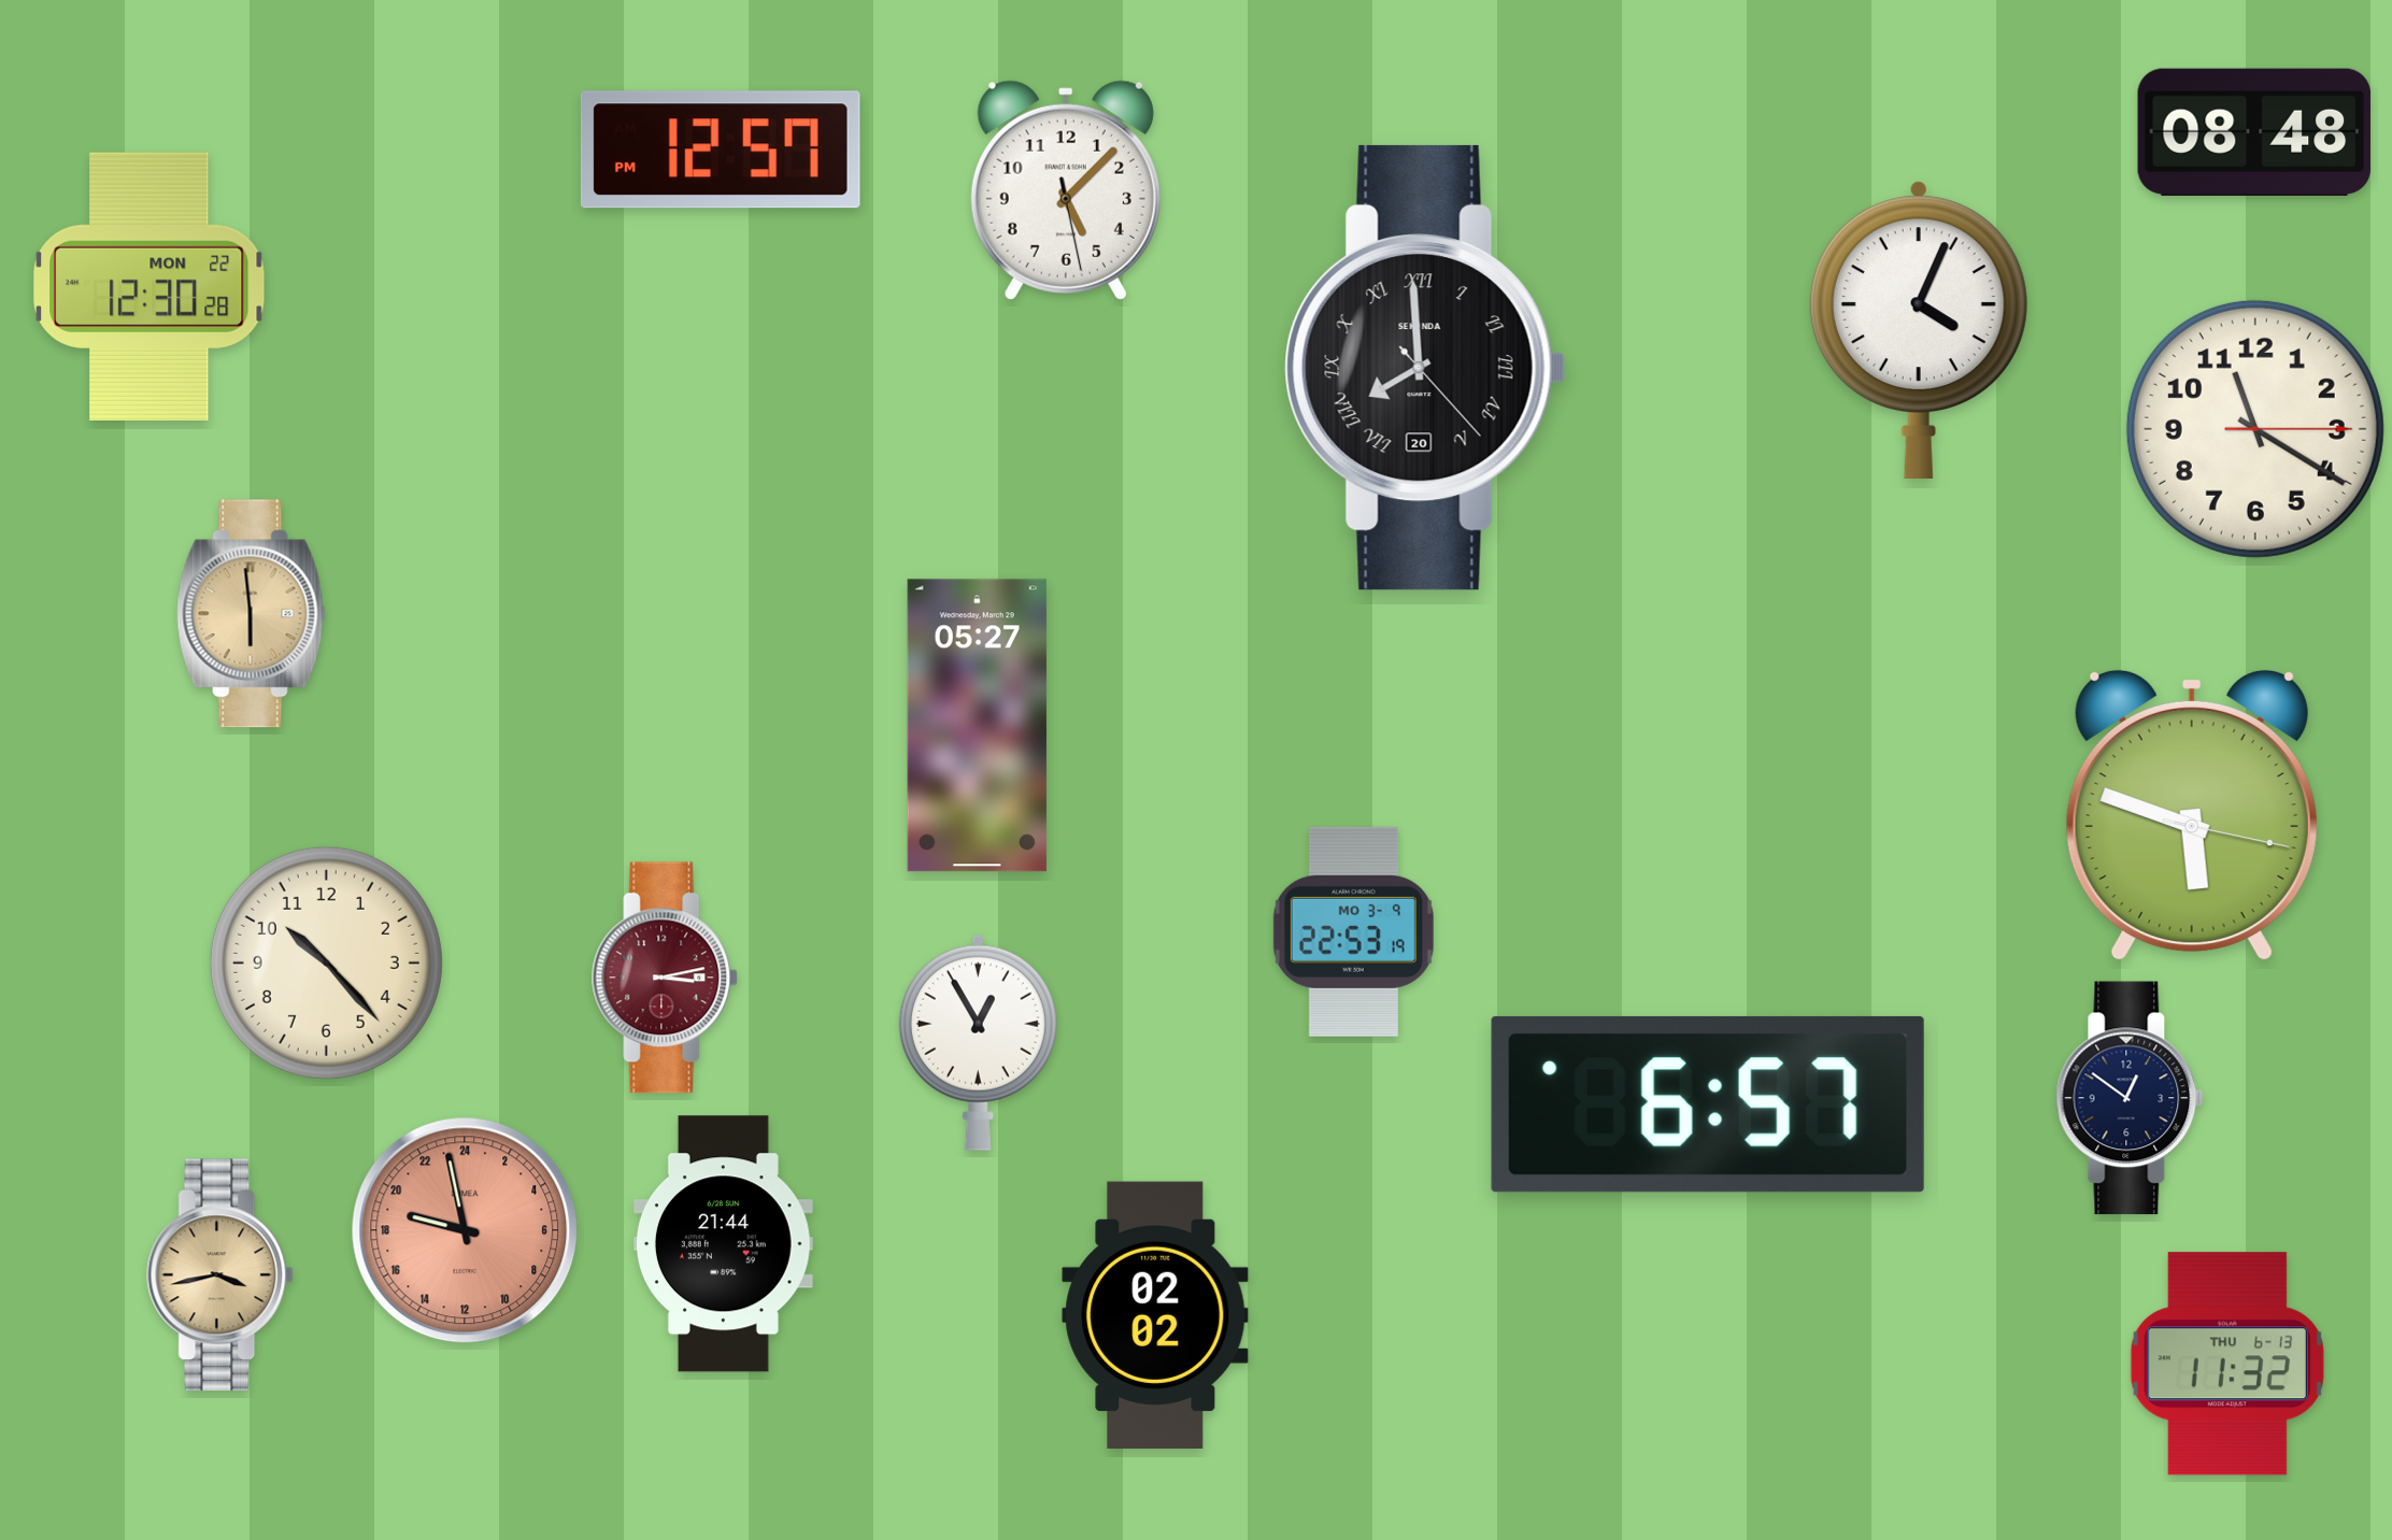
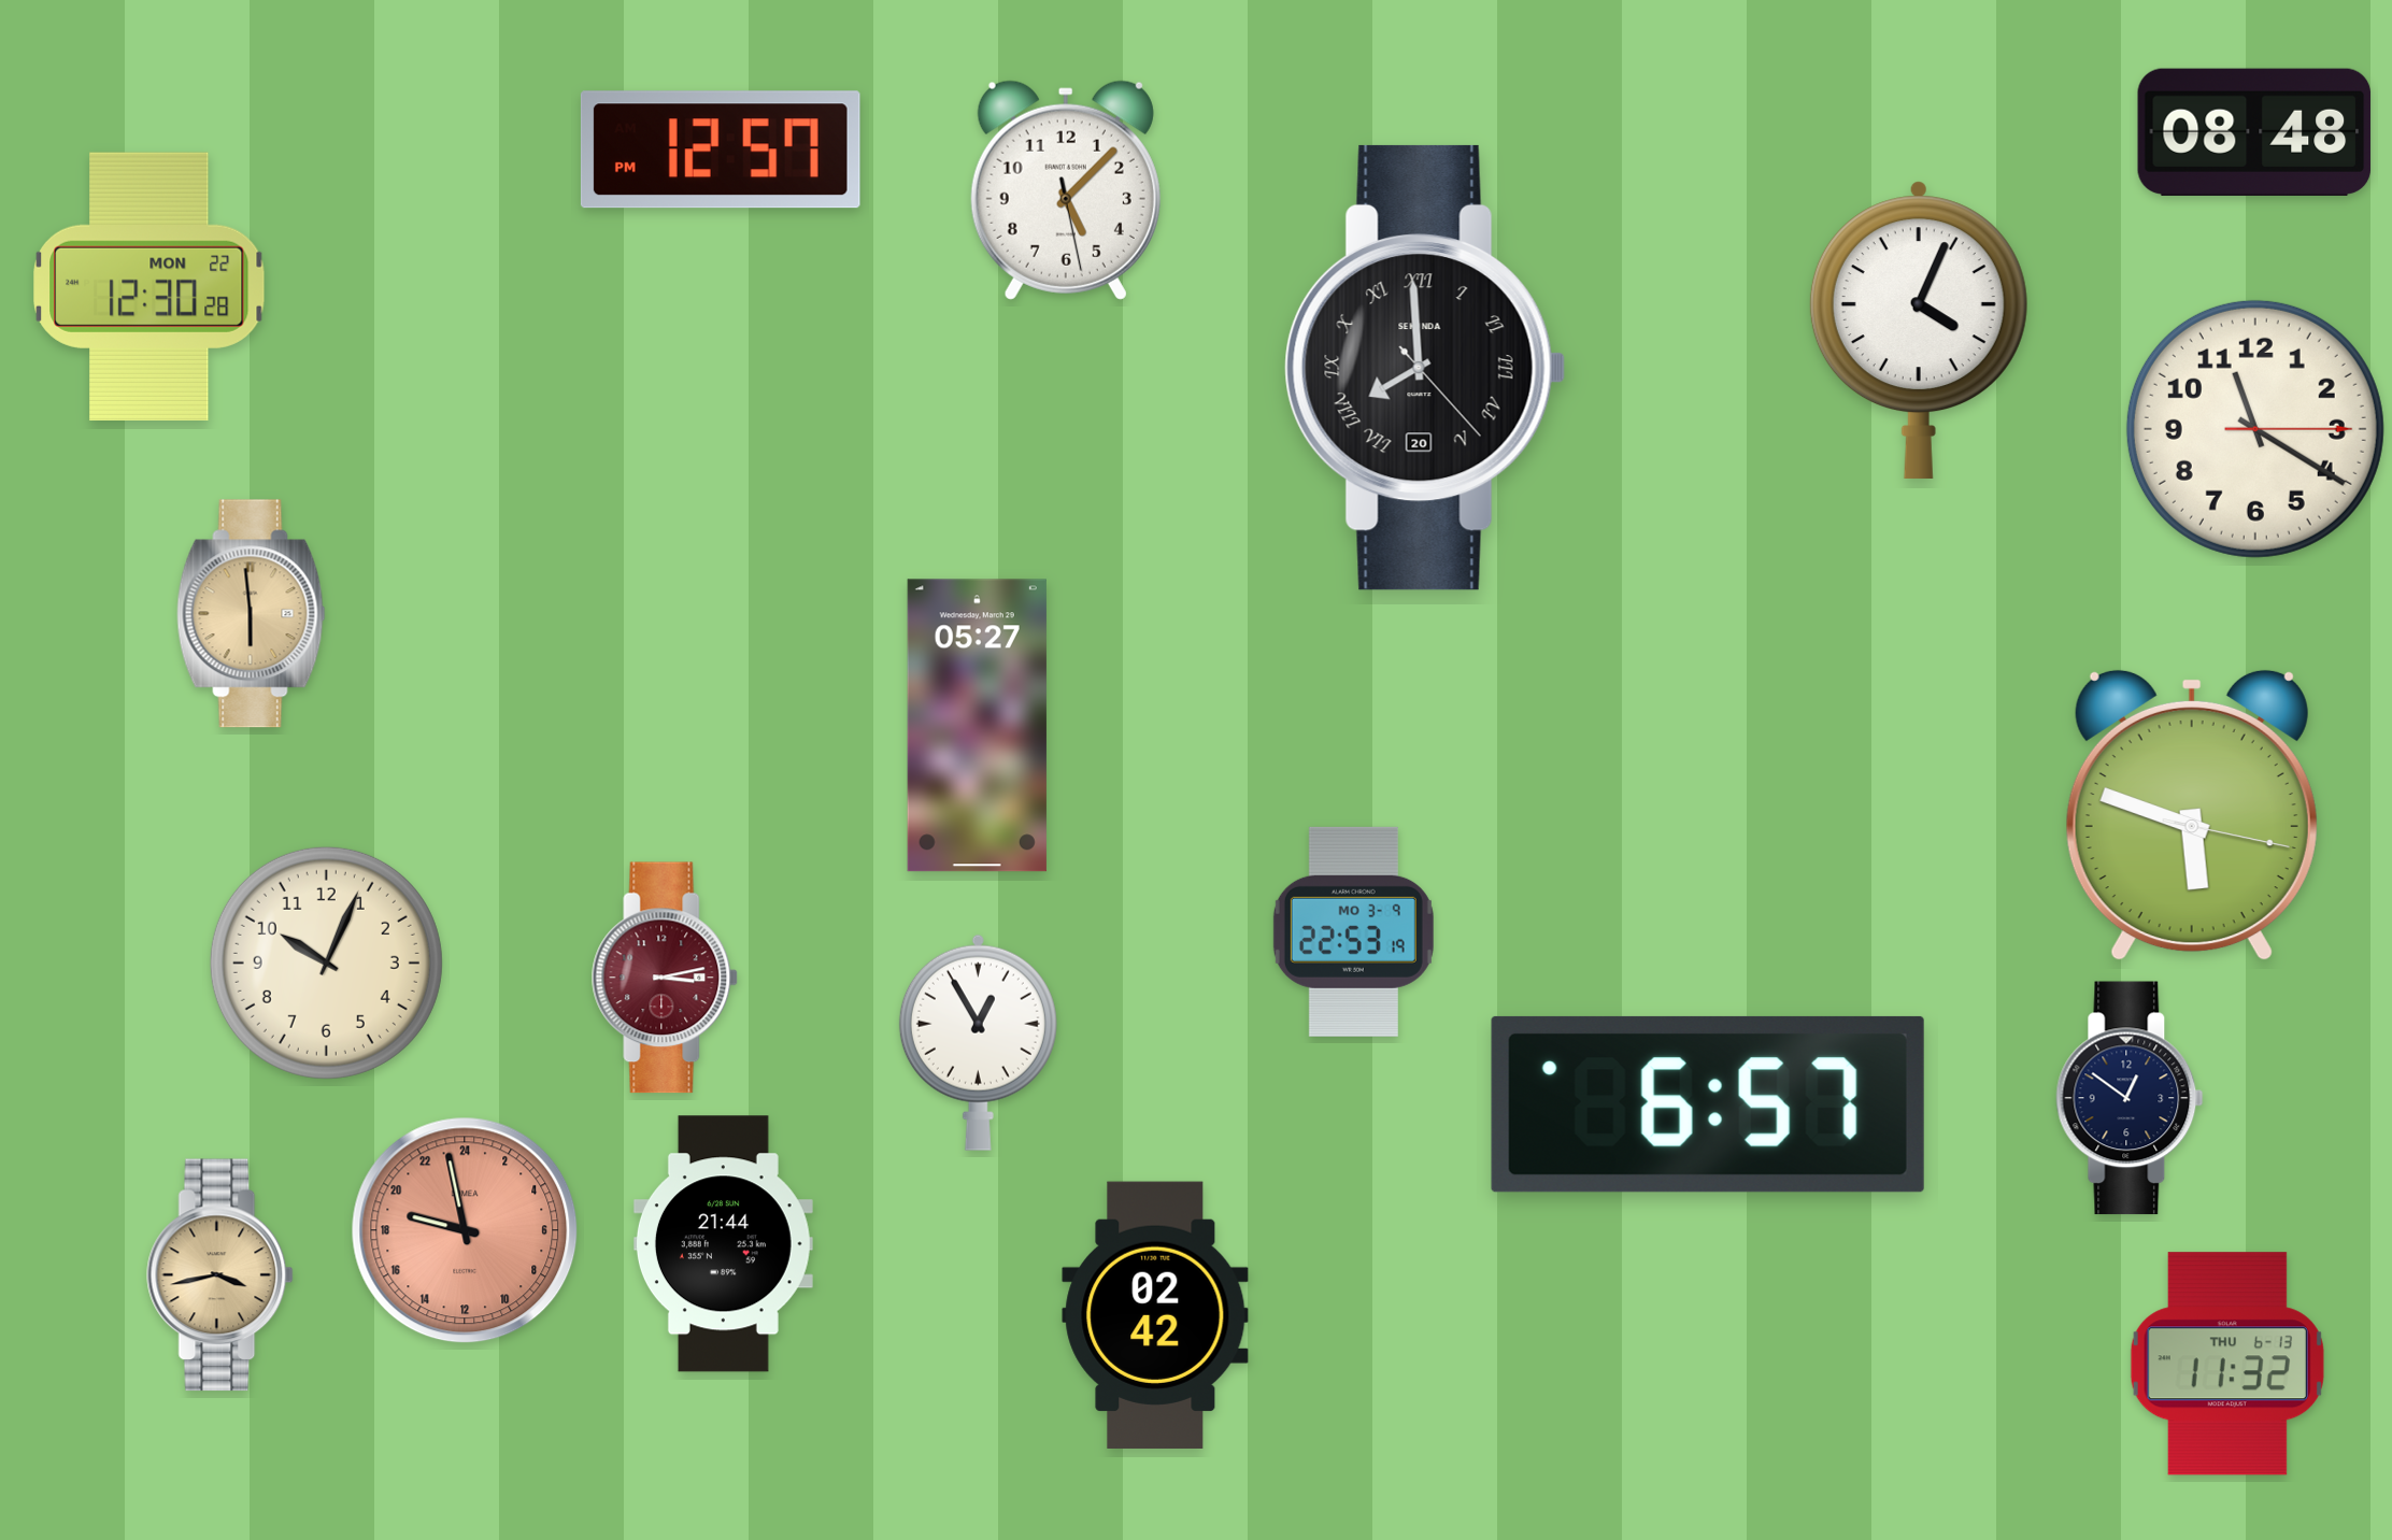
clock at (326, 962): 10:23 -> 10:04
clock at (1155, 1315): 02:02 -> 02:42
